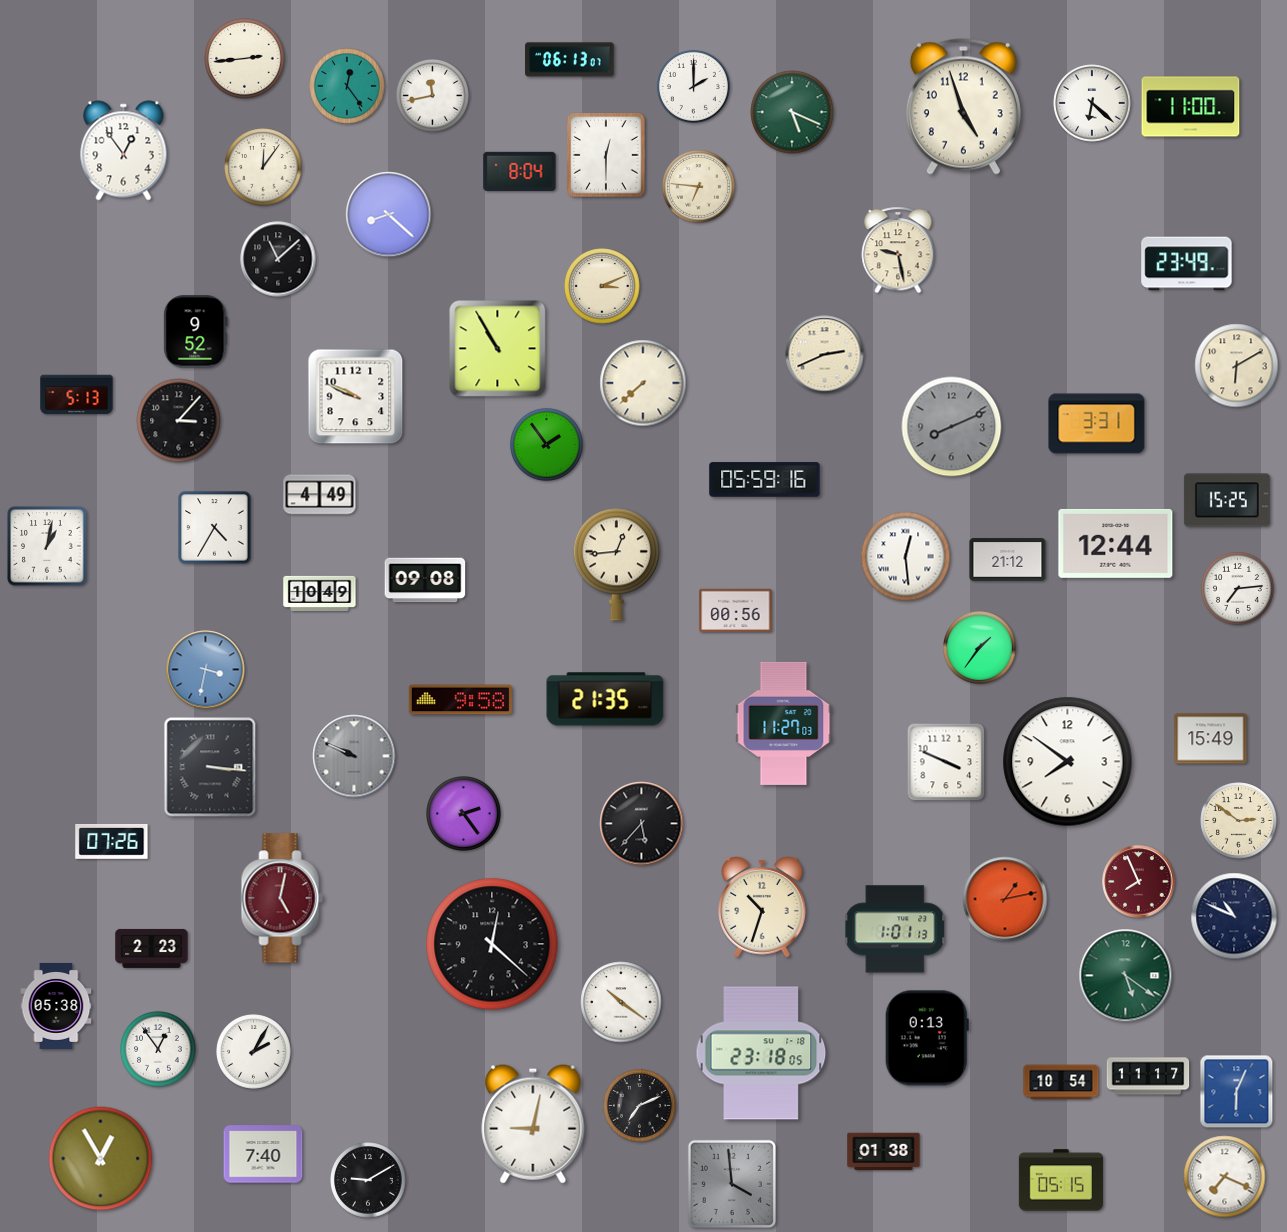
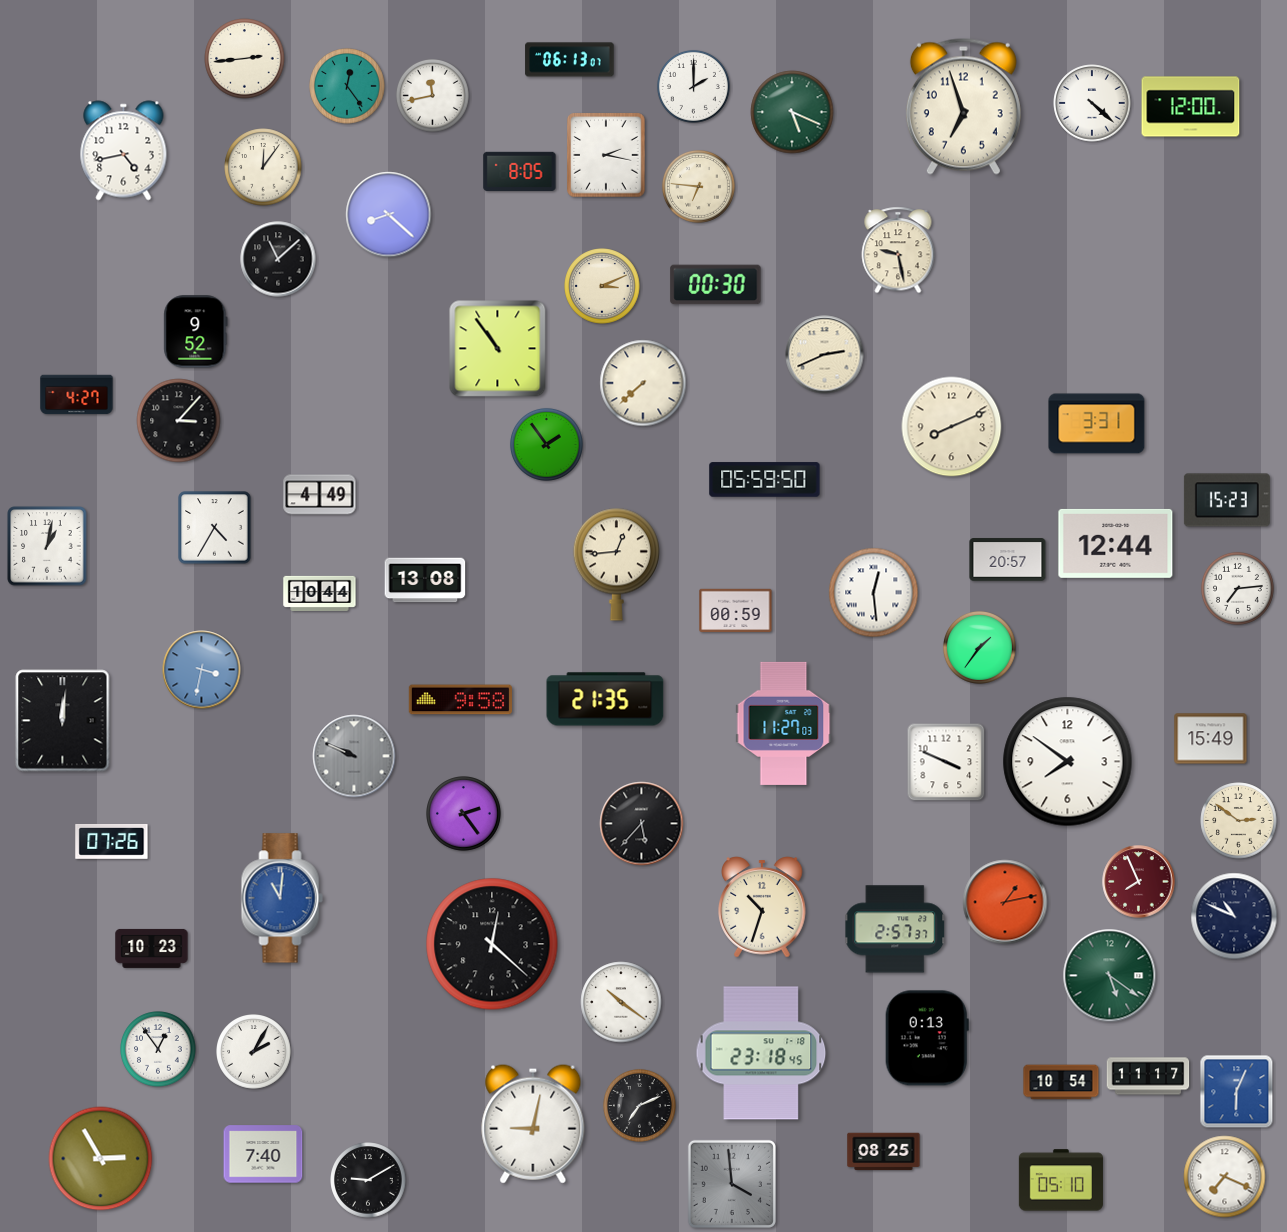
clock at (1092, 103): 6:22 -> 4:22
clock at (963, 106): 4:57 -> 6:57
clock at (1191, 107): 11:00 -> 12:00
clock at (124, 151): 12:54 -> 4:43
clock at (606, 155): 12:30 -> 2:17
clock at (520, 171): 8:04 -> 8:05
clock at (1187, 264): 23:49 -> none
clock at (716, 285): none -> 00:30
clock at (498, 349): 10:55 -> 10:54
clock at (1237, 366): 6:10 -> none
clock at (77, 395): 5:13 -> 4:27
clock at (356, 397): 9:49 -> none
clock at (952, 427) dial: grey -> cream
clock at (765, 480): 05:59:16 -> 05:59:50
clock at (1227, 500): 15:25 -> 15:23
clock at (906, 557) position: (906, 557) -> (874, 593)
clock at (1008, 560): 21:12 -> 20:57
clock at (425, 580): 09:08 -> 13:08
clock at (320, 593): 10:49 -> 10:44
clock at (736, 611): 00:56 -> 00:59
clock at (206, 670) position: (206, 670) -> (202, 670)
clock at (63, 721): none -> 12:01
clock at (210, 767): 3:16 -> none
clock at (282, 898): 5:02 -> 11:01
clock at (282, 898) dial: burgundy -> blue
clock at (1005, 899) position: (1005, 899) -> (1005, 902)
clock at (895, 929): 1:01 -> 2:57
clock at (152, 948): 2:23 -> 10:23
clock at (1126, 976) position: (1126, 976) -> (1110, 976)
clock at (56, 1006): 05:38 -> none
clock at (761, 1053): 23:18:05 -> 23:18:45
clock at (884, 1152): 01:38 -> 08:25
clock at (101, 1159): 12:55 -> 2:55
clock at (1061, 1180): 05:15 -> 05:10
